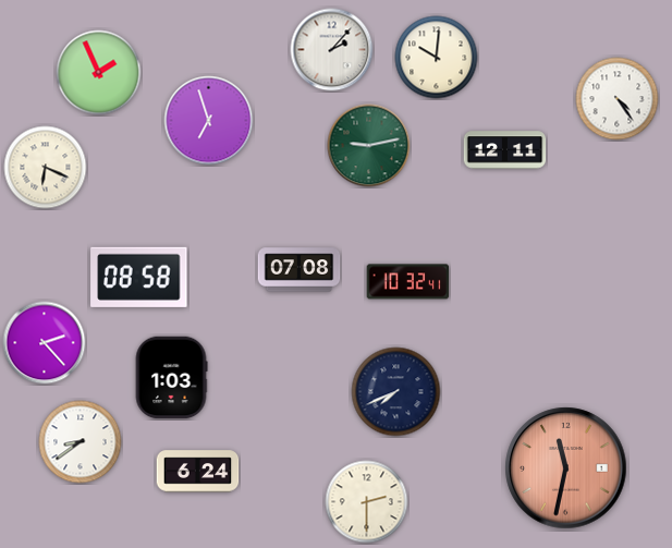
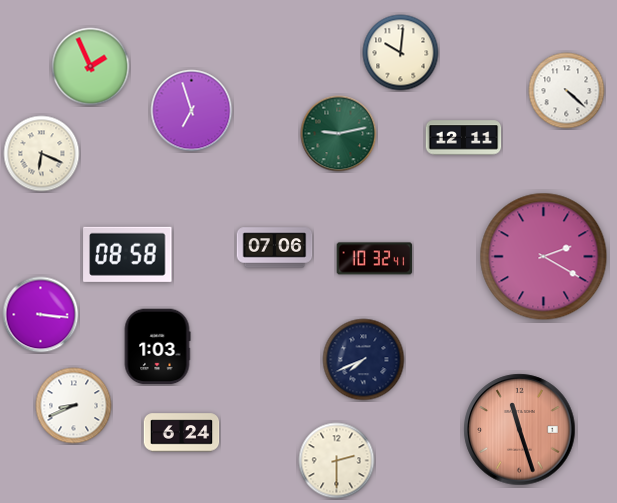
clock at (332, 50): 2:07 -> none
clock at (618, 99): 4:24 -> 4:22
clock at (300, 270): 07:08 -> 07:06
clock at (544, 257): none -> 2:20
clock at (45, 343): 2:23 -> 3:16
clock at (81, 442): 8:39 -> 8:41
clock at (566, 468): 11:32 -> 11:27
